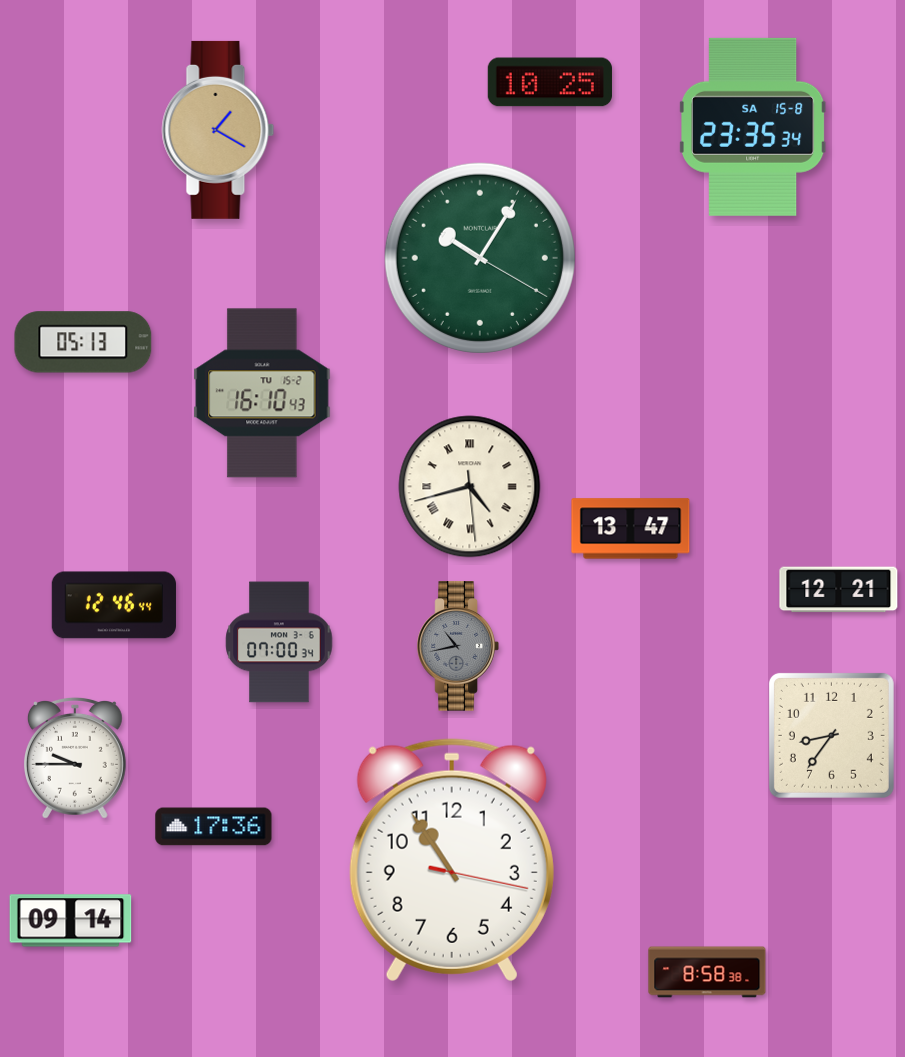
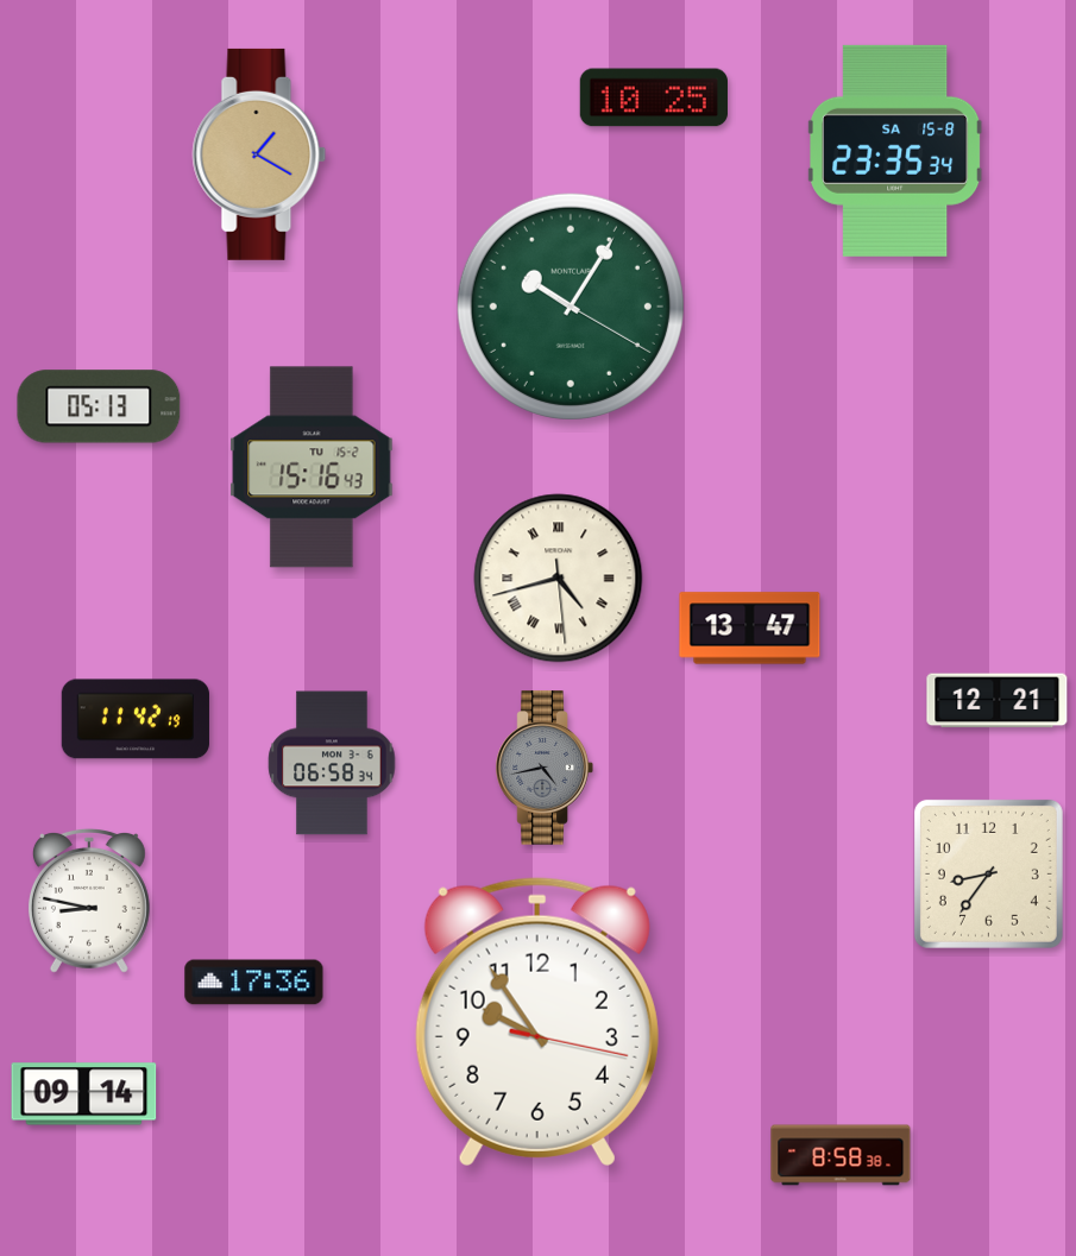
clock at (262, 393): 16:10 -> 15:16
clock at (114, 605): 12:46 -> 11:42
clock at (279, 642): 07:00 -> 06:58
clock at (458, 646): 10:43 -> 4:43
clock at (75, 758): 9:45 -> 8:47
clock at (452, 860): 10:54 -> 9:54
